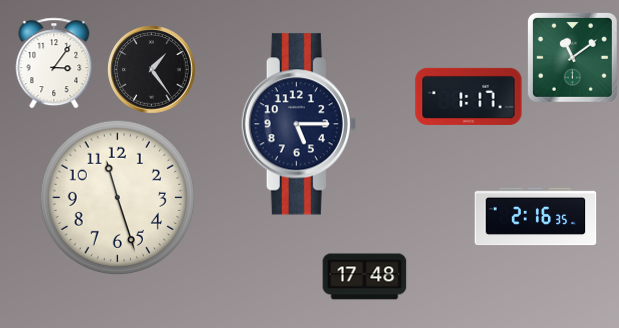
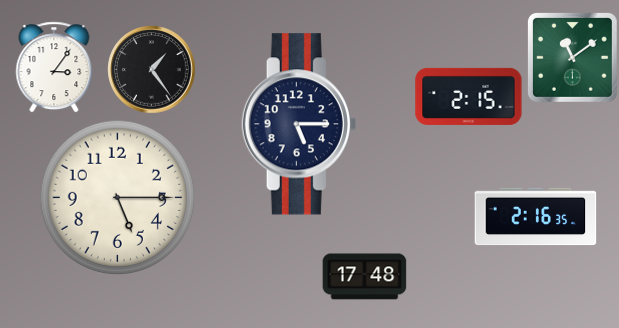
clock at (54, 63) position: (54, 63) -> (54, 67)
clock at (469, 96): 1:17 -> 2:15
clock at (117, 197): 11:27 -> 5:15
